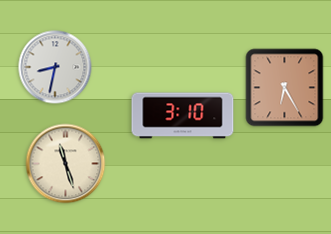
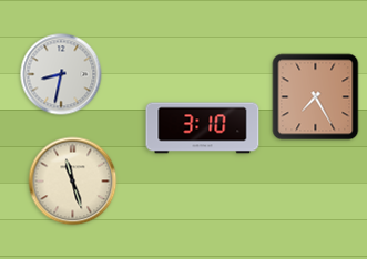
clock at (285, 88): 6:25 -> 7:25
